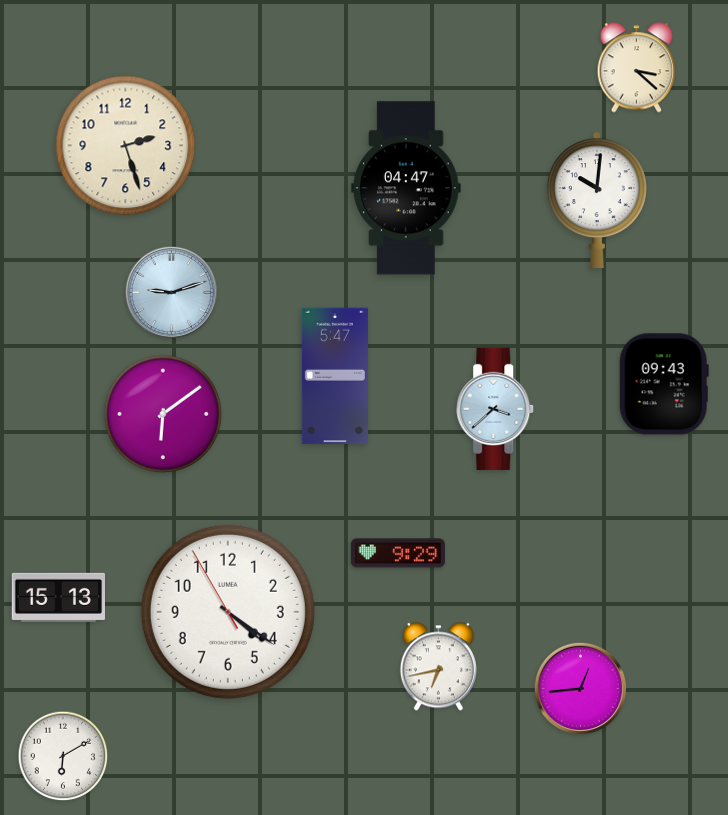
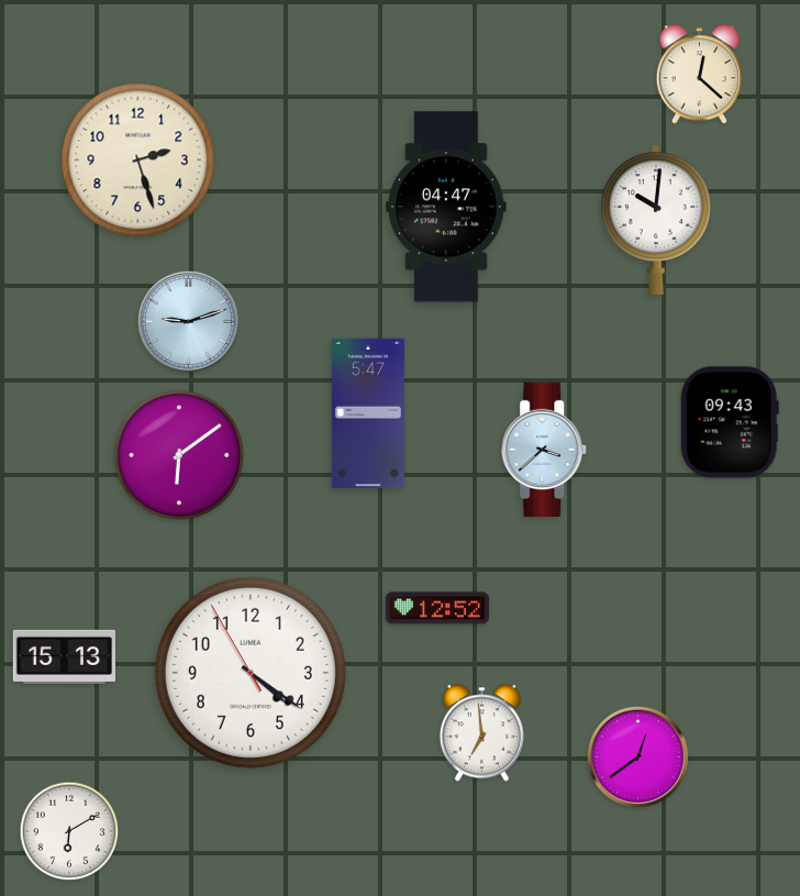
clock at (637, 68): 3:22 -> 12:22
clock at (398, 553): 9:29 -> 12:52
clock at (438, 667): 6:43 -> 6:59
clock at (580, 688): 12:44 -> 12:39
